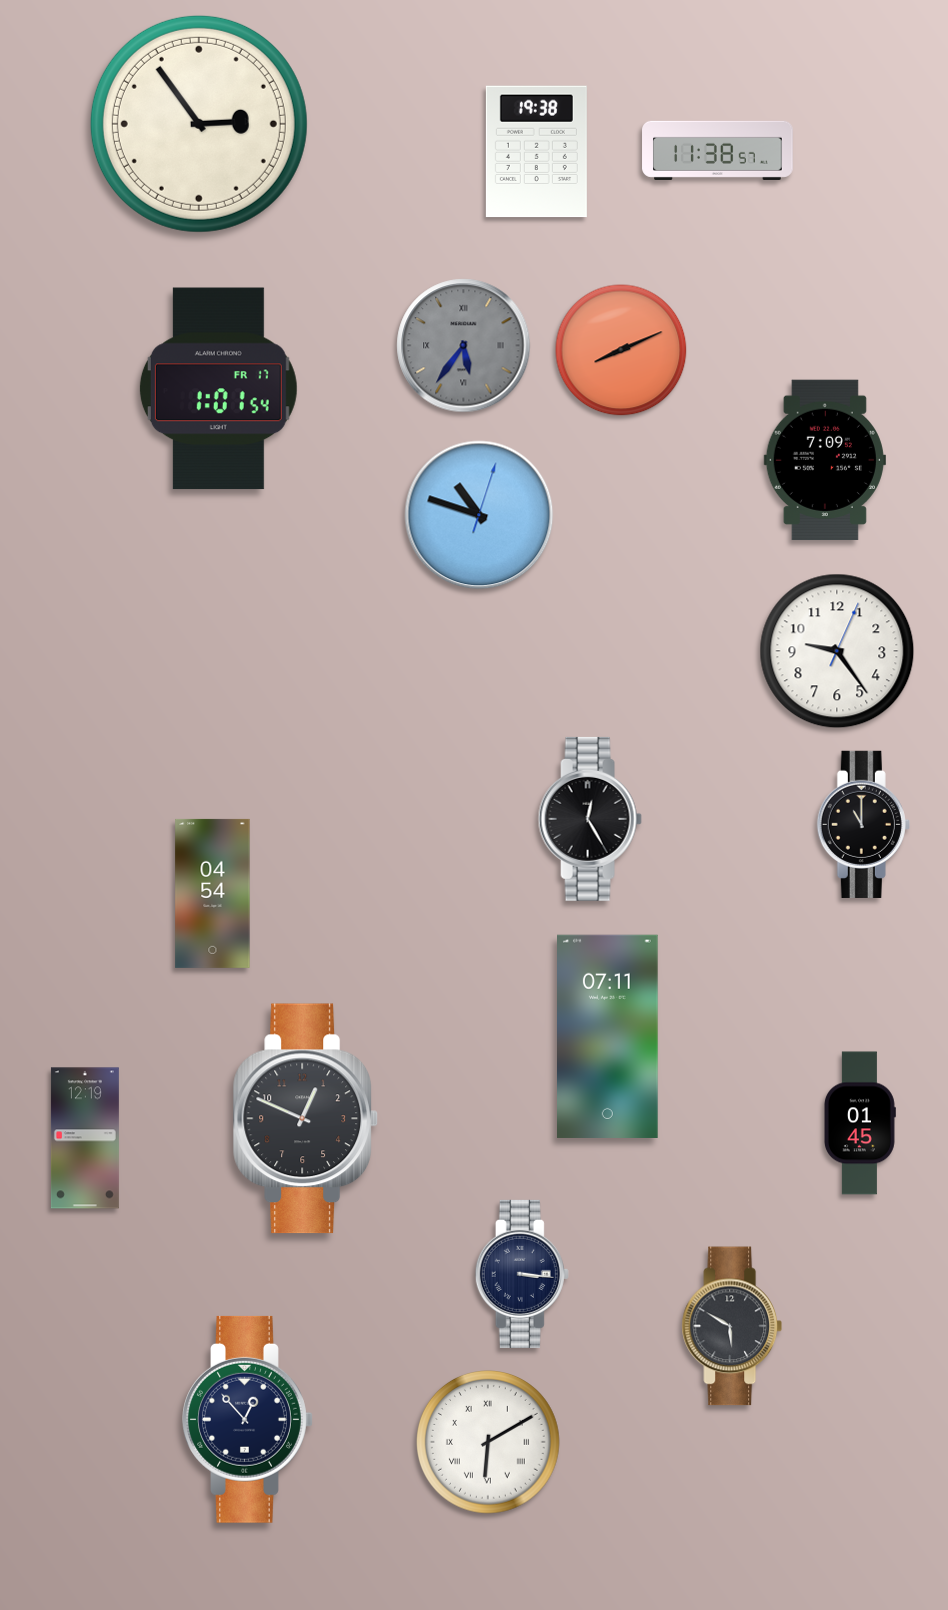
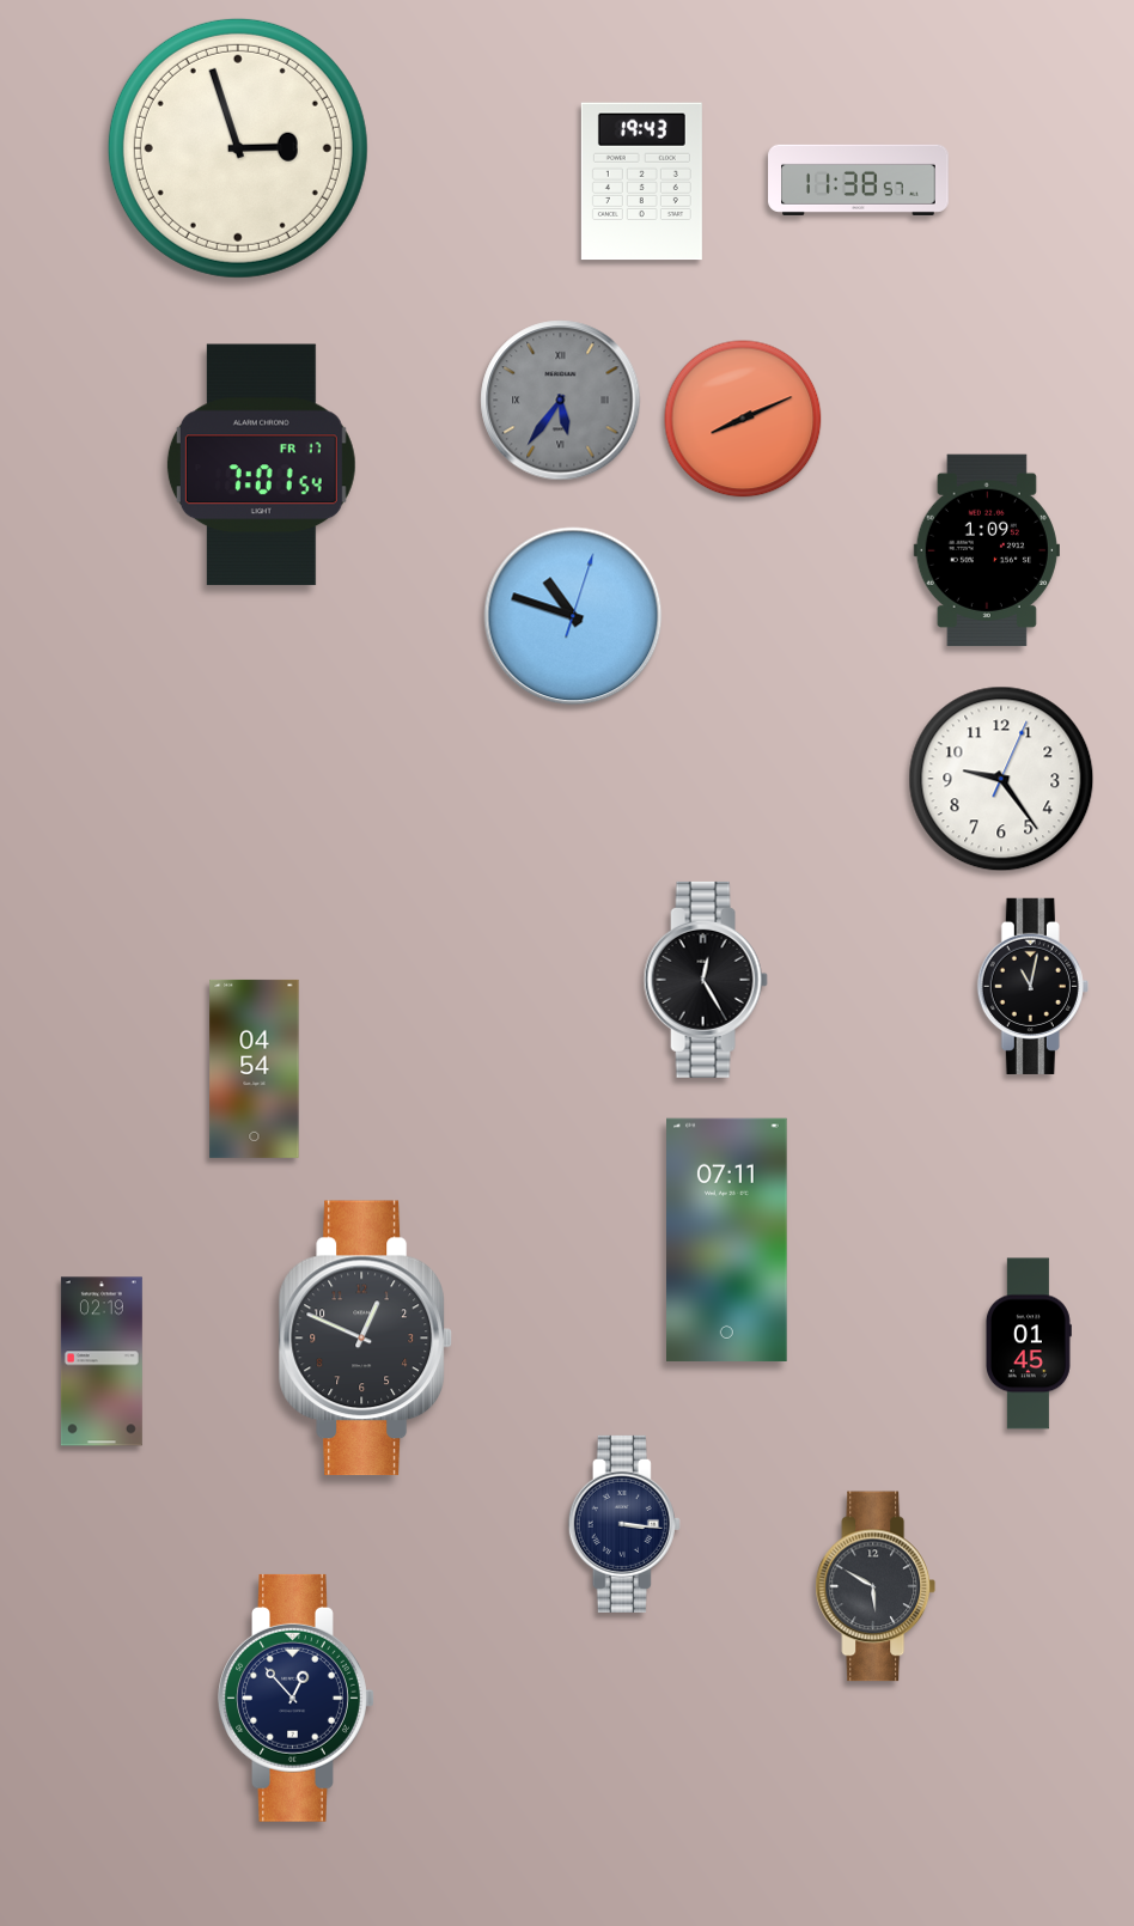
clock at (199, 124): 2:54 -> 2:57
clock at (536, 152): 19:38 -> 19:43
clock at (464, 346) position: (464, 346) -> (561, 401)
clock at (218, 389): 1:01 -> 7:01
clock at (825, 460): 7:09 -> 1:09
clock at (863, 824): 11:00 -> 11:02
clock at (85, 1138): 12:19 -> 02:19
clock at (489, 1443): 6:10 -> none
